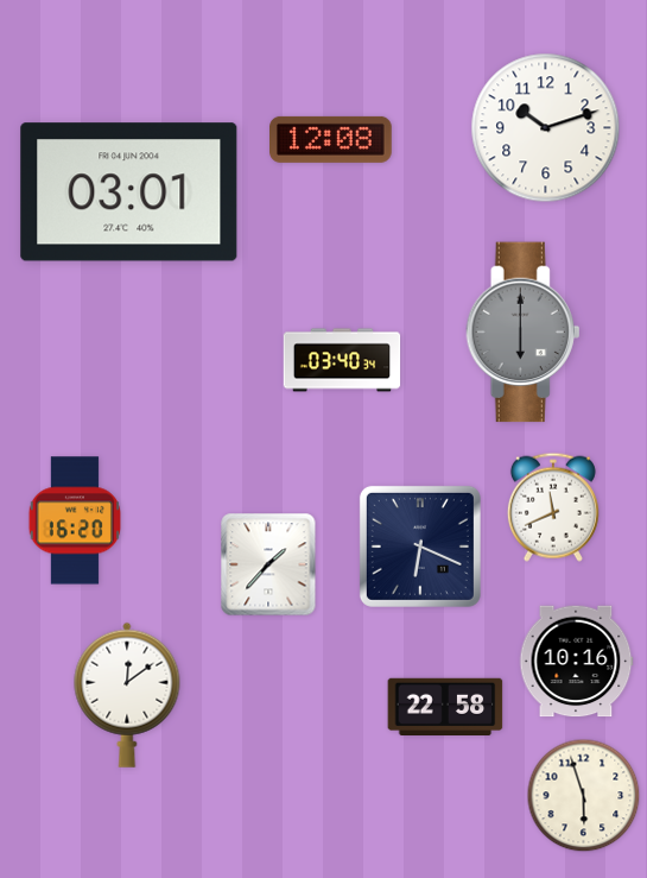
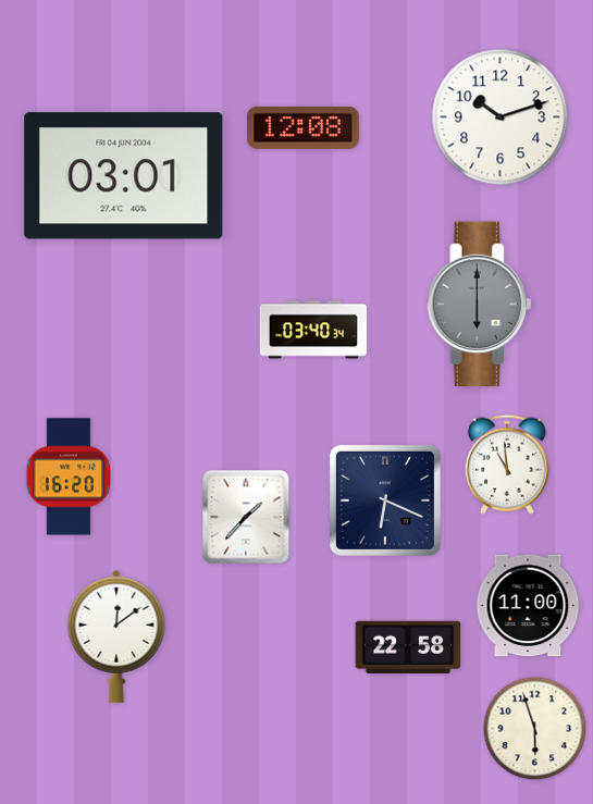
clock at (129, 192) position: (129, 192) -> (124, 176)
clock at (553, 507): 11:41 -> 10:59
clock at (576, 662): 10:16 -> 11:00
